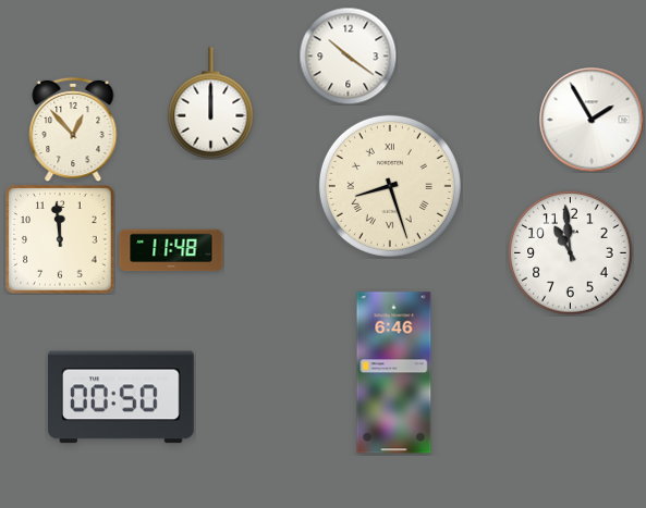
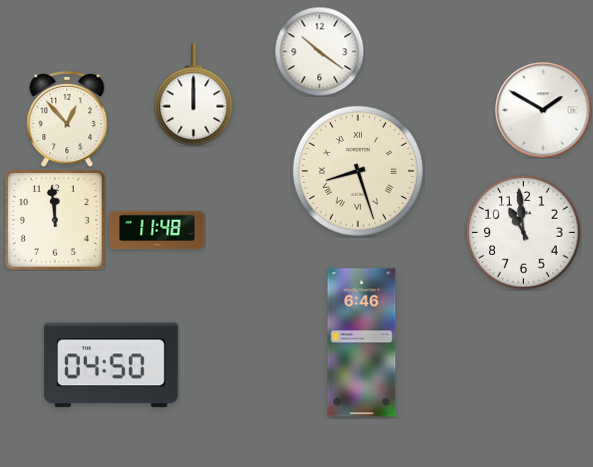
clock at (592, 120): 1:55 -> 1:50
clock at (122, 397): 00:50 -> 04:50
